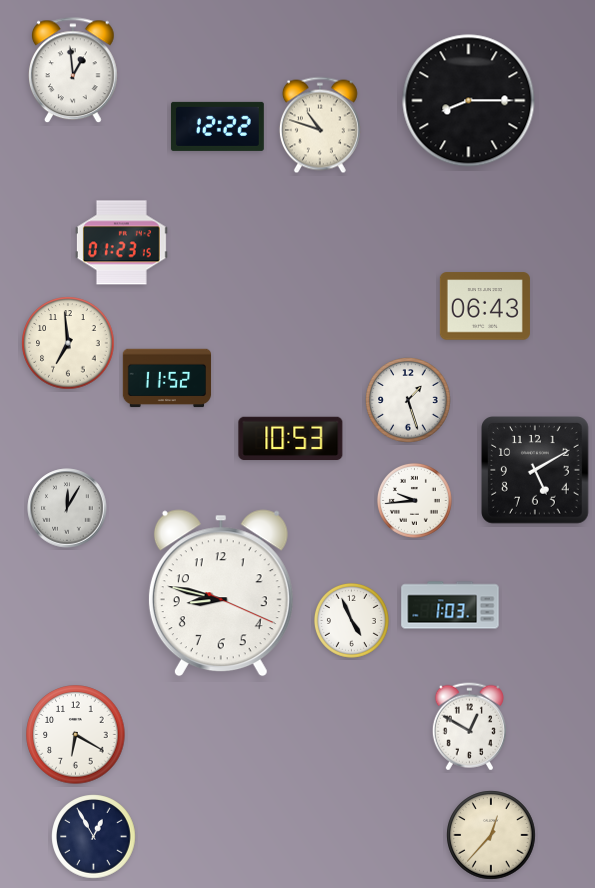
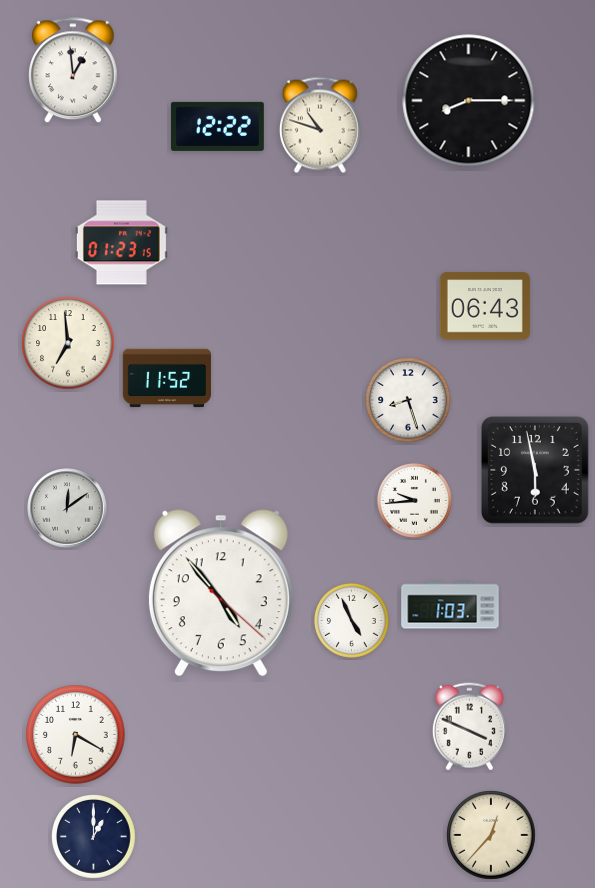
clock at (408, 400): 1:27 -> 8:27
clock at (291, 439): 10:53 -> none
clock at (536, 471): 5:10 -> 5:58
clock at (67, 508): 12:05 -> 12:09
clock at (221, 593): 8:47 -> 4:53
clock at (469, 727): 12:50 -> 3:49
clock at (94, 837): 12:55 -> 1:00
